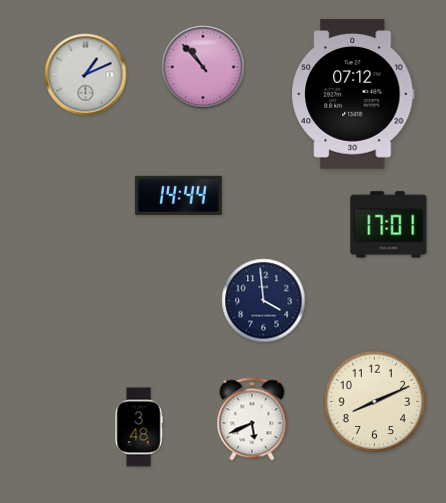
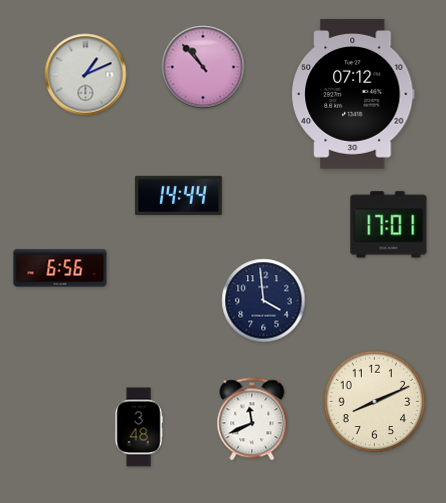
clock at (60, 268): none -> 6:56
clock at (252, 419): 5:41 -> 11:41
